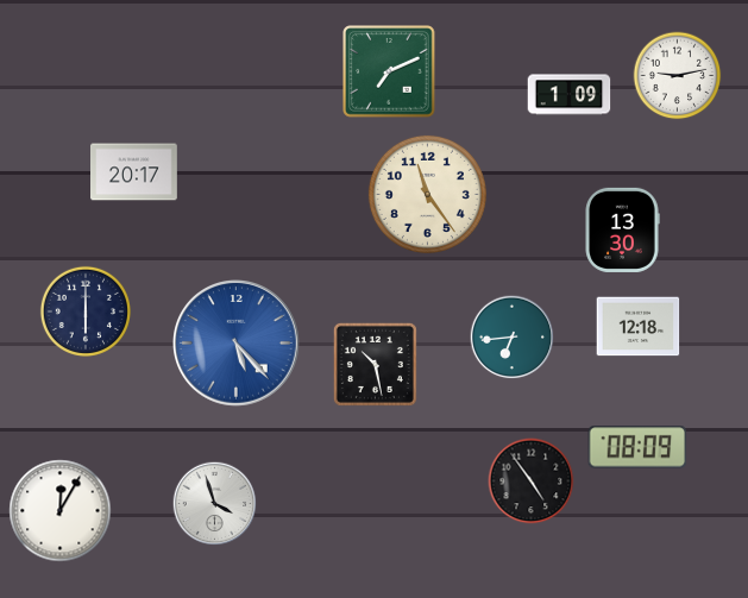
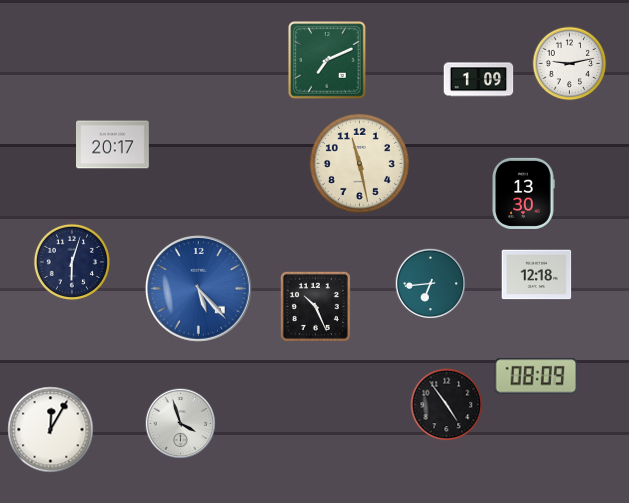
clock at (427, 194): 11:24 -> 11:28
clock at (86, 311): 6:00 -> 6:03
clock at (375, 364): 10:28 -> 10:26
